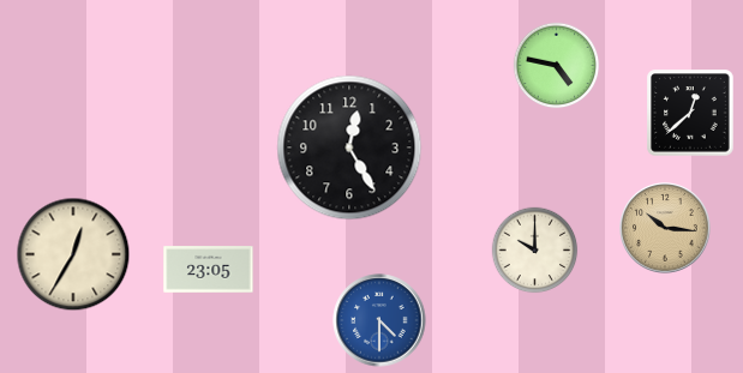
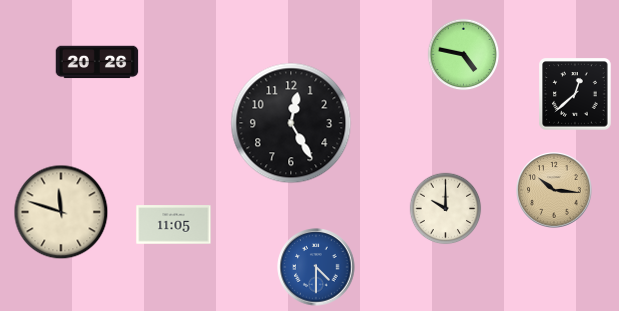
clock at (97, 62): none -> 20:26
clock at (73, 254): 12:35 -> 11:48
clock at (209, 270): 23:05 -> 11:05
